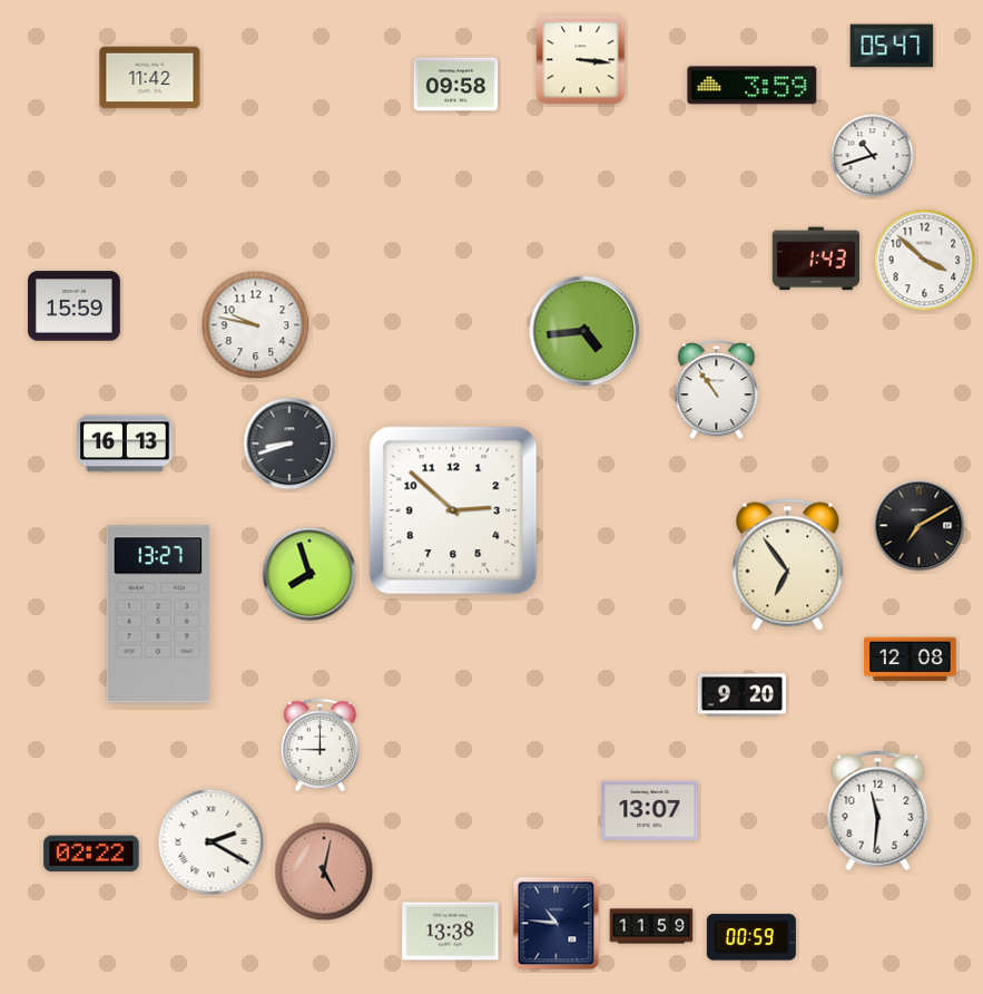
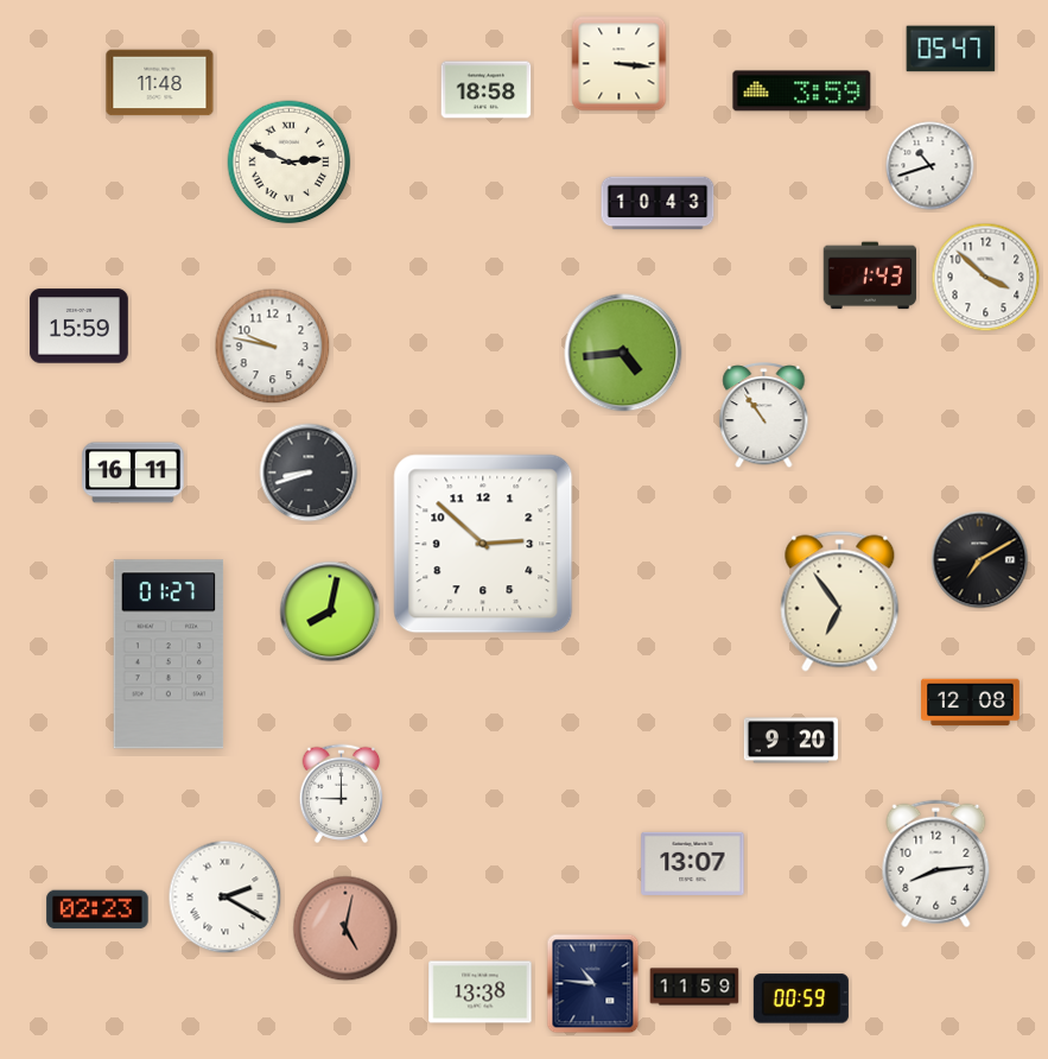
clock at (150, 78): 11:42 -> 11:48
clock at (456, 85): 09:58 -> 18:58
clock at (290, 163): none -> 2:49
clock at (658, 203): none -> 10:43
clock at (125, 444): 16:13 -> 16:11
clock at (309, 574): 7:57 -> 8:02
clock at (158, 614): 13:27 -> 01:27
clock at (878, 811): 11:31 -> 8:14
clock at (91, 854): 02:22 -> 02:23
